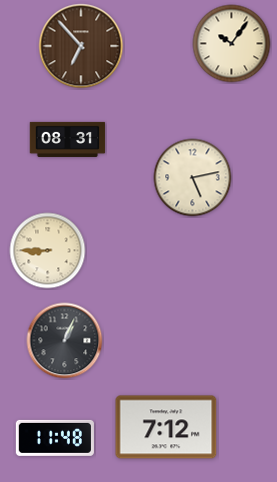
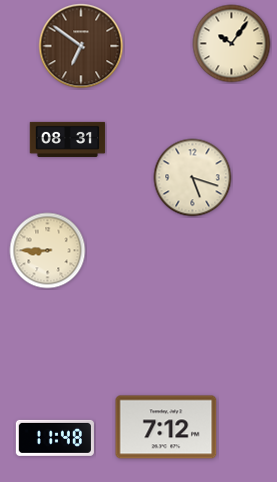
clock at (81, 46): 6:53 -> 6:51
clock at (193, 178): 5:13 -> 5:18
clock at (65, 341): 1:04 -> none
